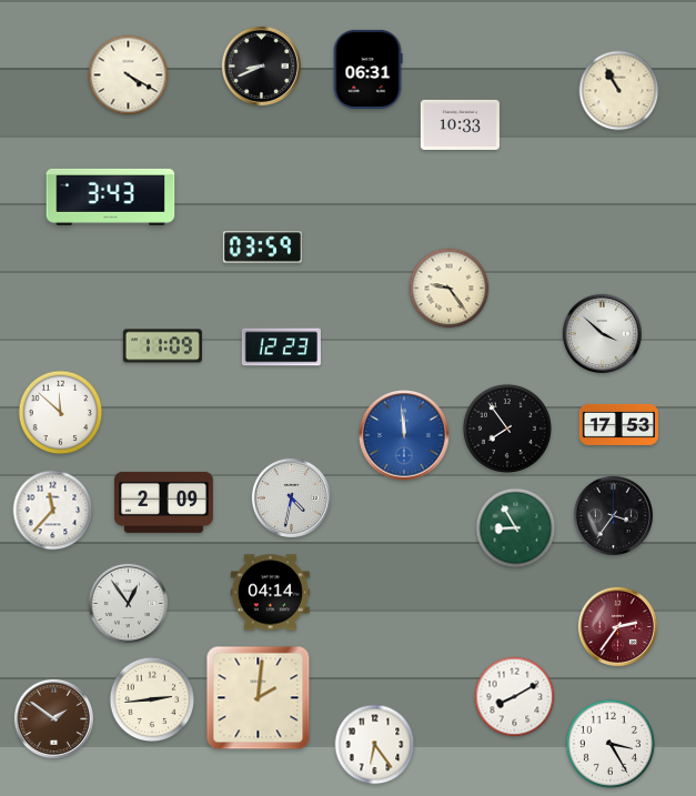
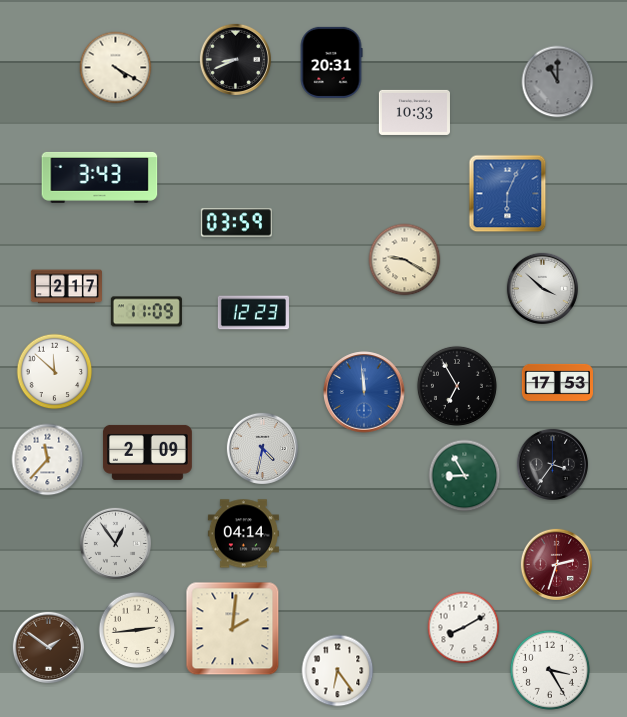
clock at (367, 69): 06:31 -> 20:31
clock at (619, 91): 10:55 -> 11:00
clock at (619, 91) dial: cream -> grey
clock at (508, 194): none -> 6:04
clock at (450, 289): 9:24 -> 9:20
clock at (66, 287): none -> 2:17
clock at (602, 333) position: (602, 333) -> (542, 288)
clock at (507, 429): 7:54 -> 6:55
clock at (617, 626): 2:36 -> 2:33
